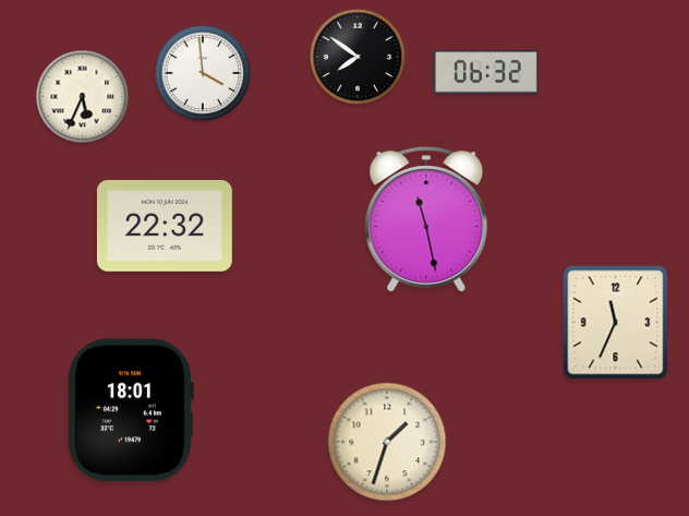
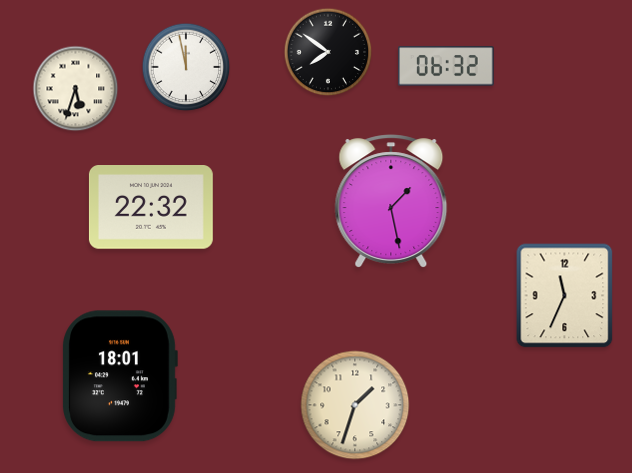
clock at (203, 73): 3:59 -> 11:58
clock at (83, 97): 5:34 -> 5:33
clock at (426, 219): 11:28 -> 1:28
